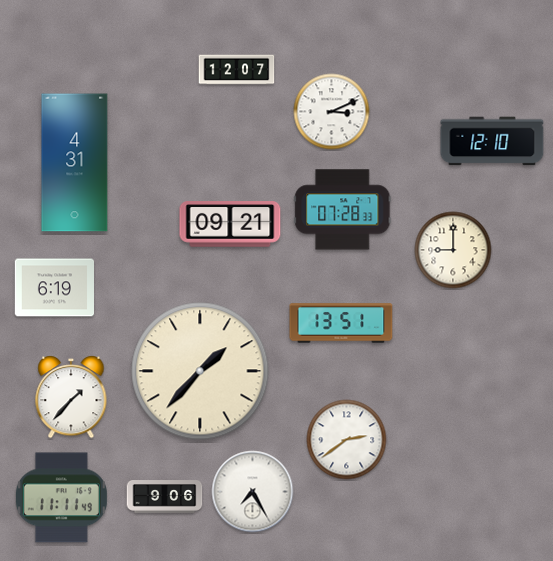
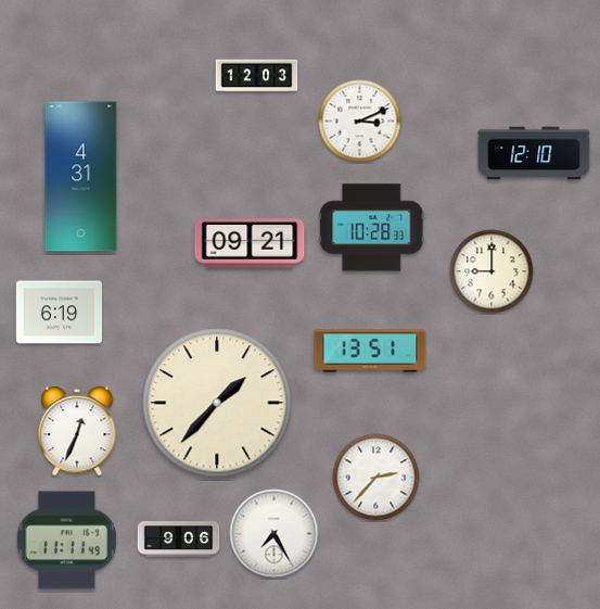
clock at (237, 70): 12:07 -> 12:03
clock at (343, 210): 07:28 -> 10:28
clock at (71, 398): 1:37 -> 12:34
clock at (347, 440): 2:39 -> 2:37
